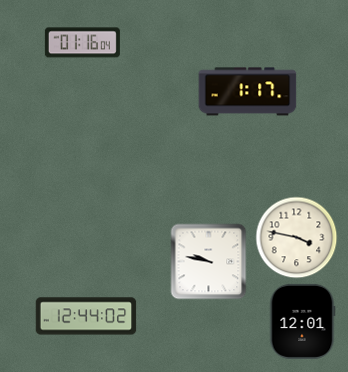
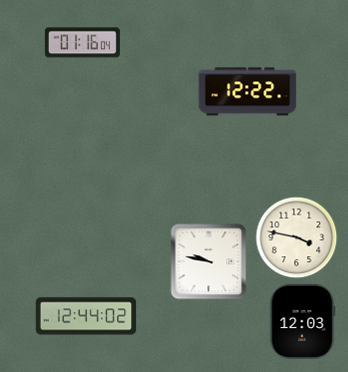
clock at (248, 92): 1:17 -> 12:22
clock at (302, 321): 12:01 -> 12:03
